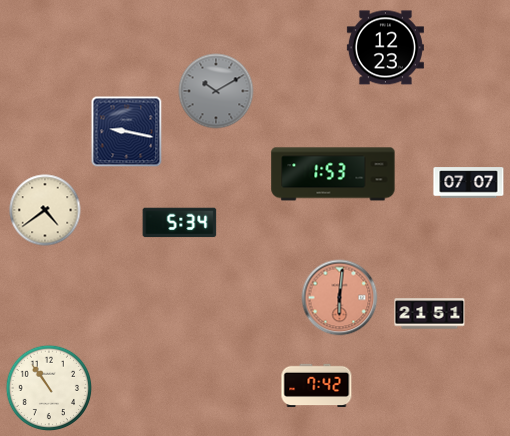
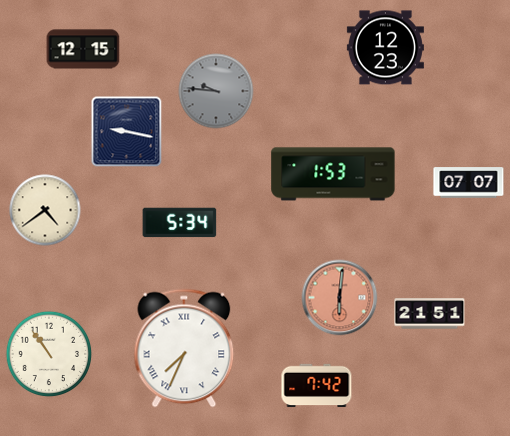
clock at (83, 49): none -> 12:15
clock at (216, 91): 10:10 -> 9:46
clock at (184, 348): none -> 7:34
clock at (48, 387) position: (48, 387) -> (48, 353)
